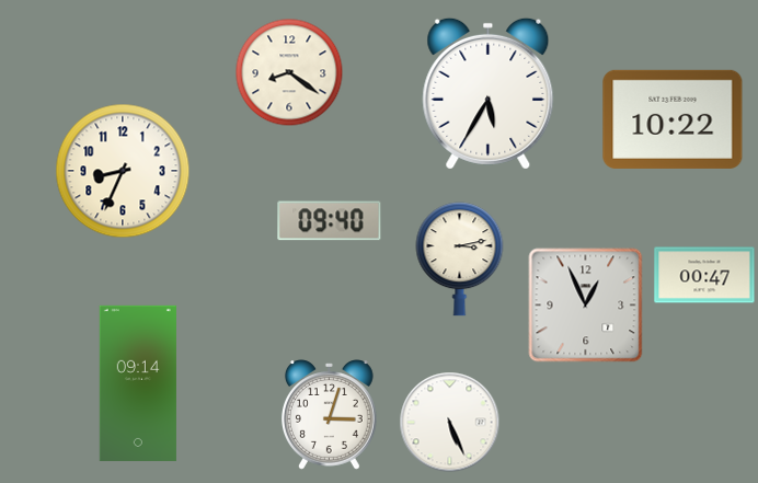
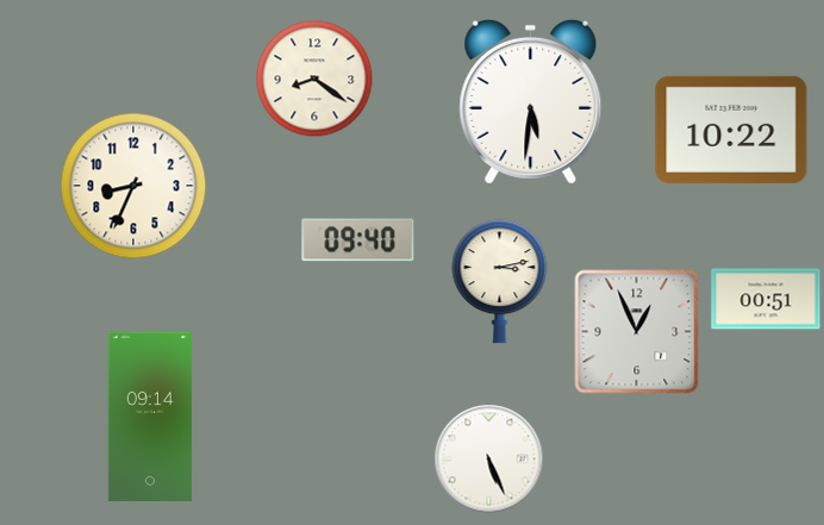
clock at (489, 93): 5:35 -> 5:31
clock at (704, 275): 00:47 -> 00:51
clock at (330, 415): 3:03 -> none
